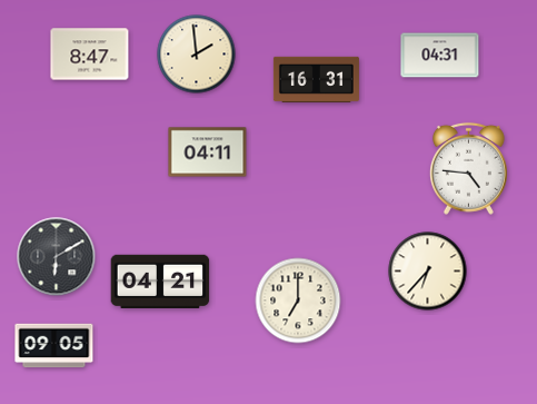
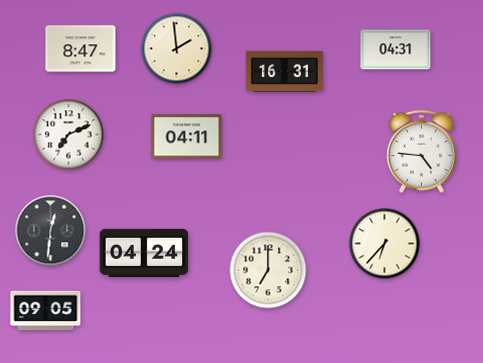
clock at (69, 135): none -> 7:11
clock at (57, 257): 6:10 -> 12:31
clock at (160, 282): 04:21 -> 04:24
clock at (54, 346) position: (54, 346) -> (46, 311)
